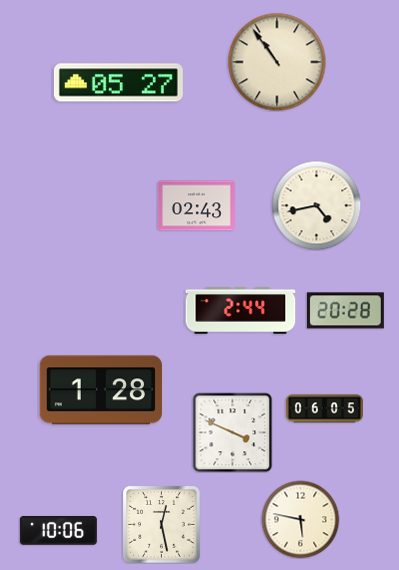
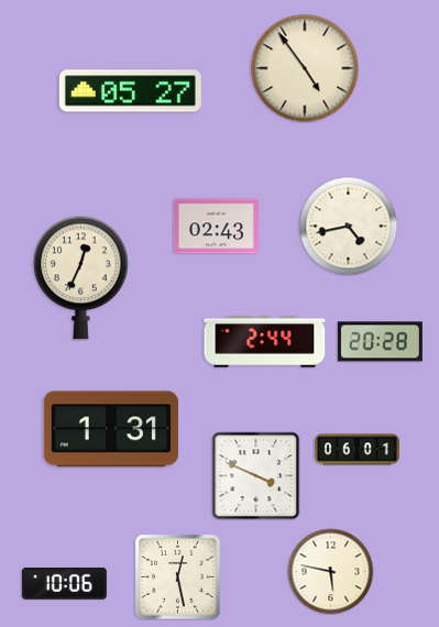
clock at (277, 62): 10:54 -> 4:54
clock at (81, 277): none -> 12:34
clock at (101, 390): 1:28 -> 1:31
clock at (324, 409): 06:05 -> 06:01
